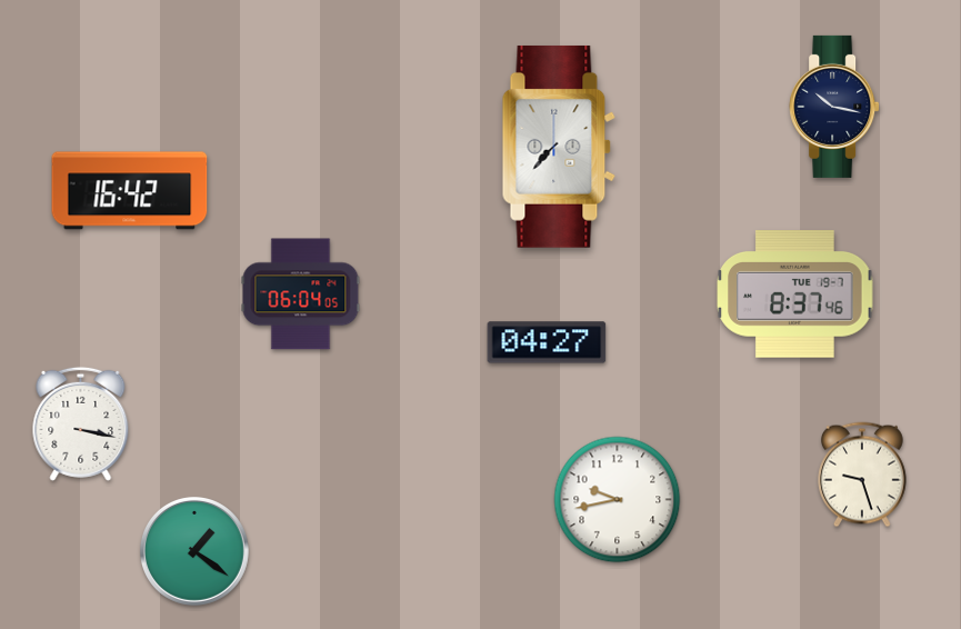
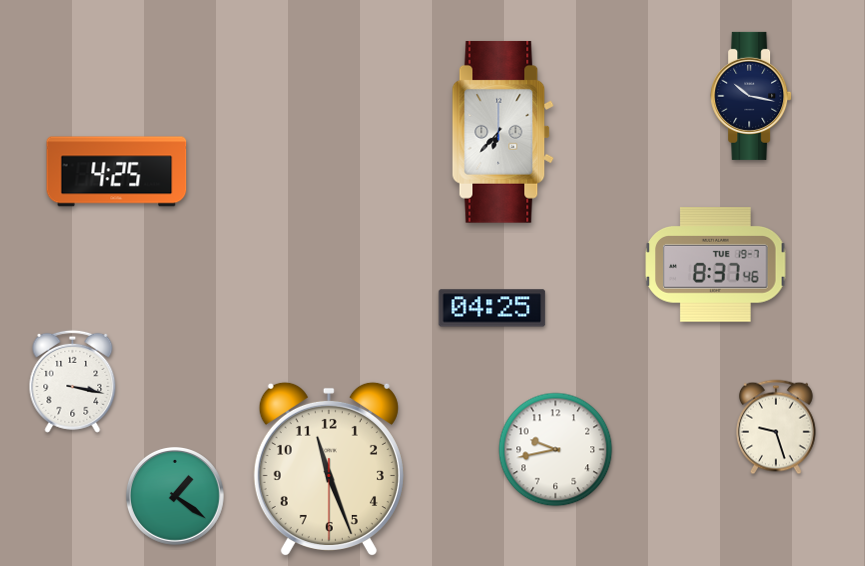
clock at (559, 147): 7:37 -> 6:37
clock at (130, 191): 16:42 -> 4:25
clock at (301, 294): 06:04 -> none
clock at (547, 342): 04:27 -> 04:25
clock at (329, 468): none -> 11:26
